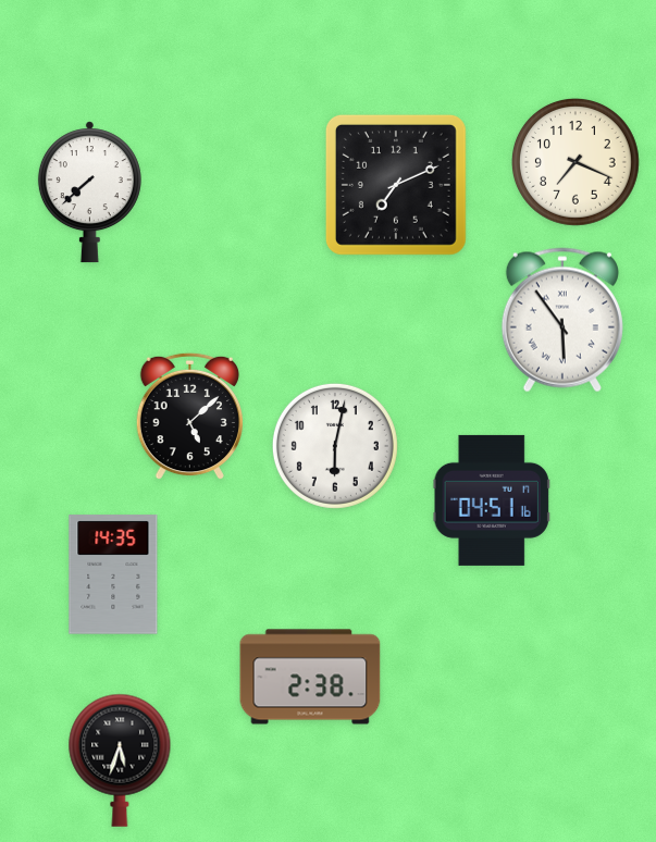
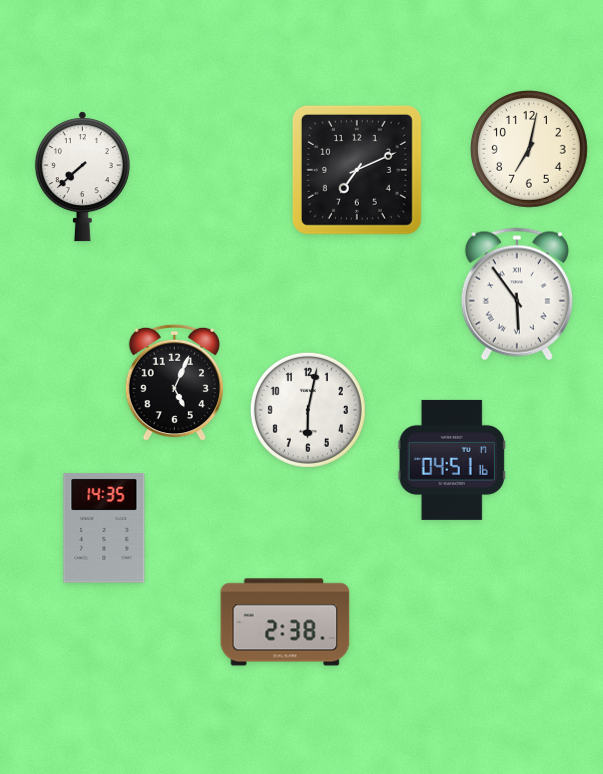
clock at (575, 162): 7:19 -> 7:02
clock at (396, 185) position: (396, 185) -> (357, 170)
clock at (189, 417): 5:08 -> 5:04
clock at (120, 760): 5:33 -> none
